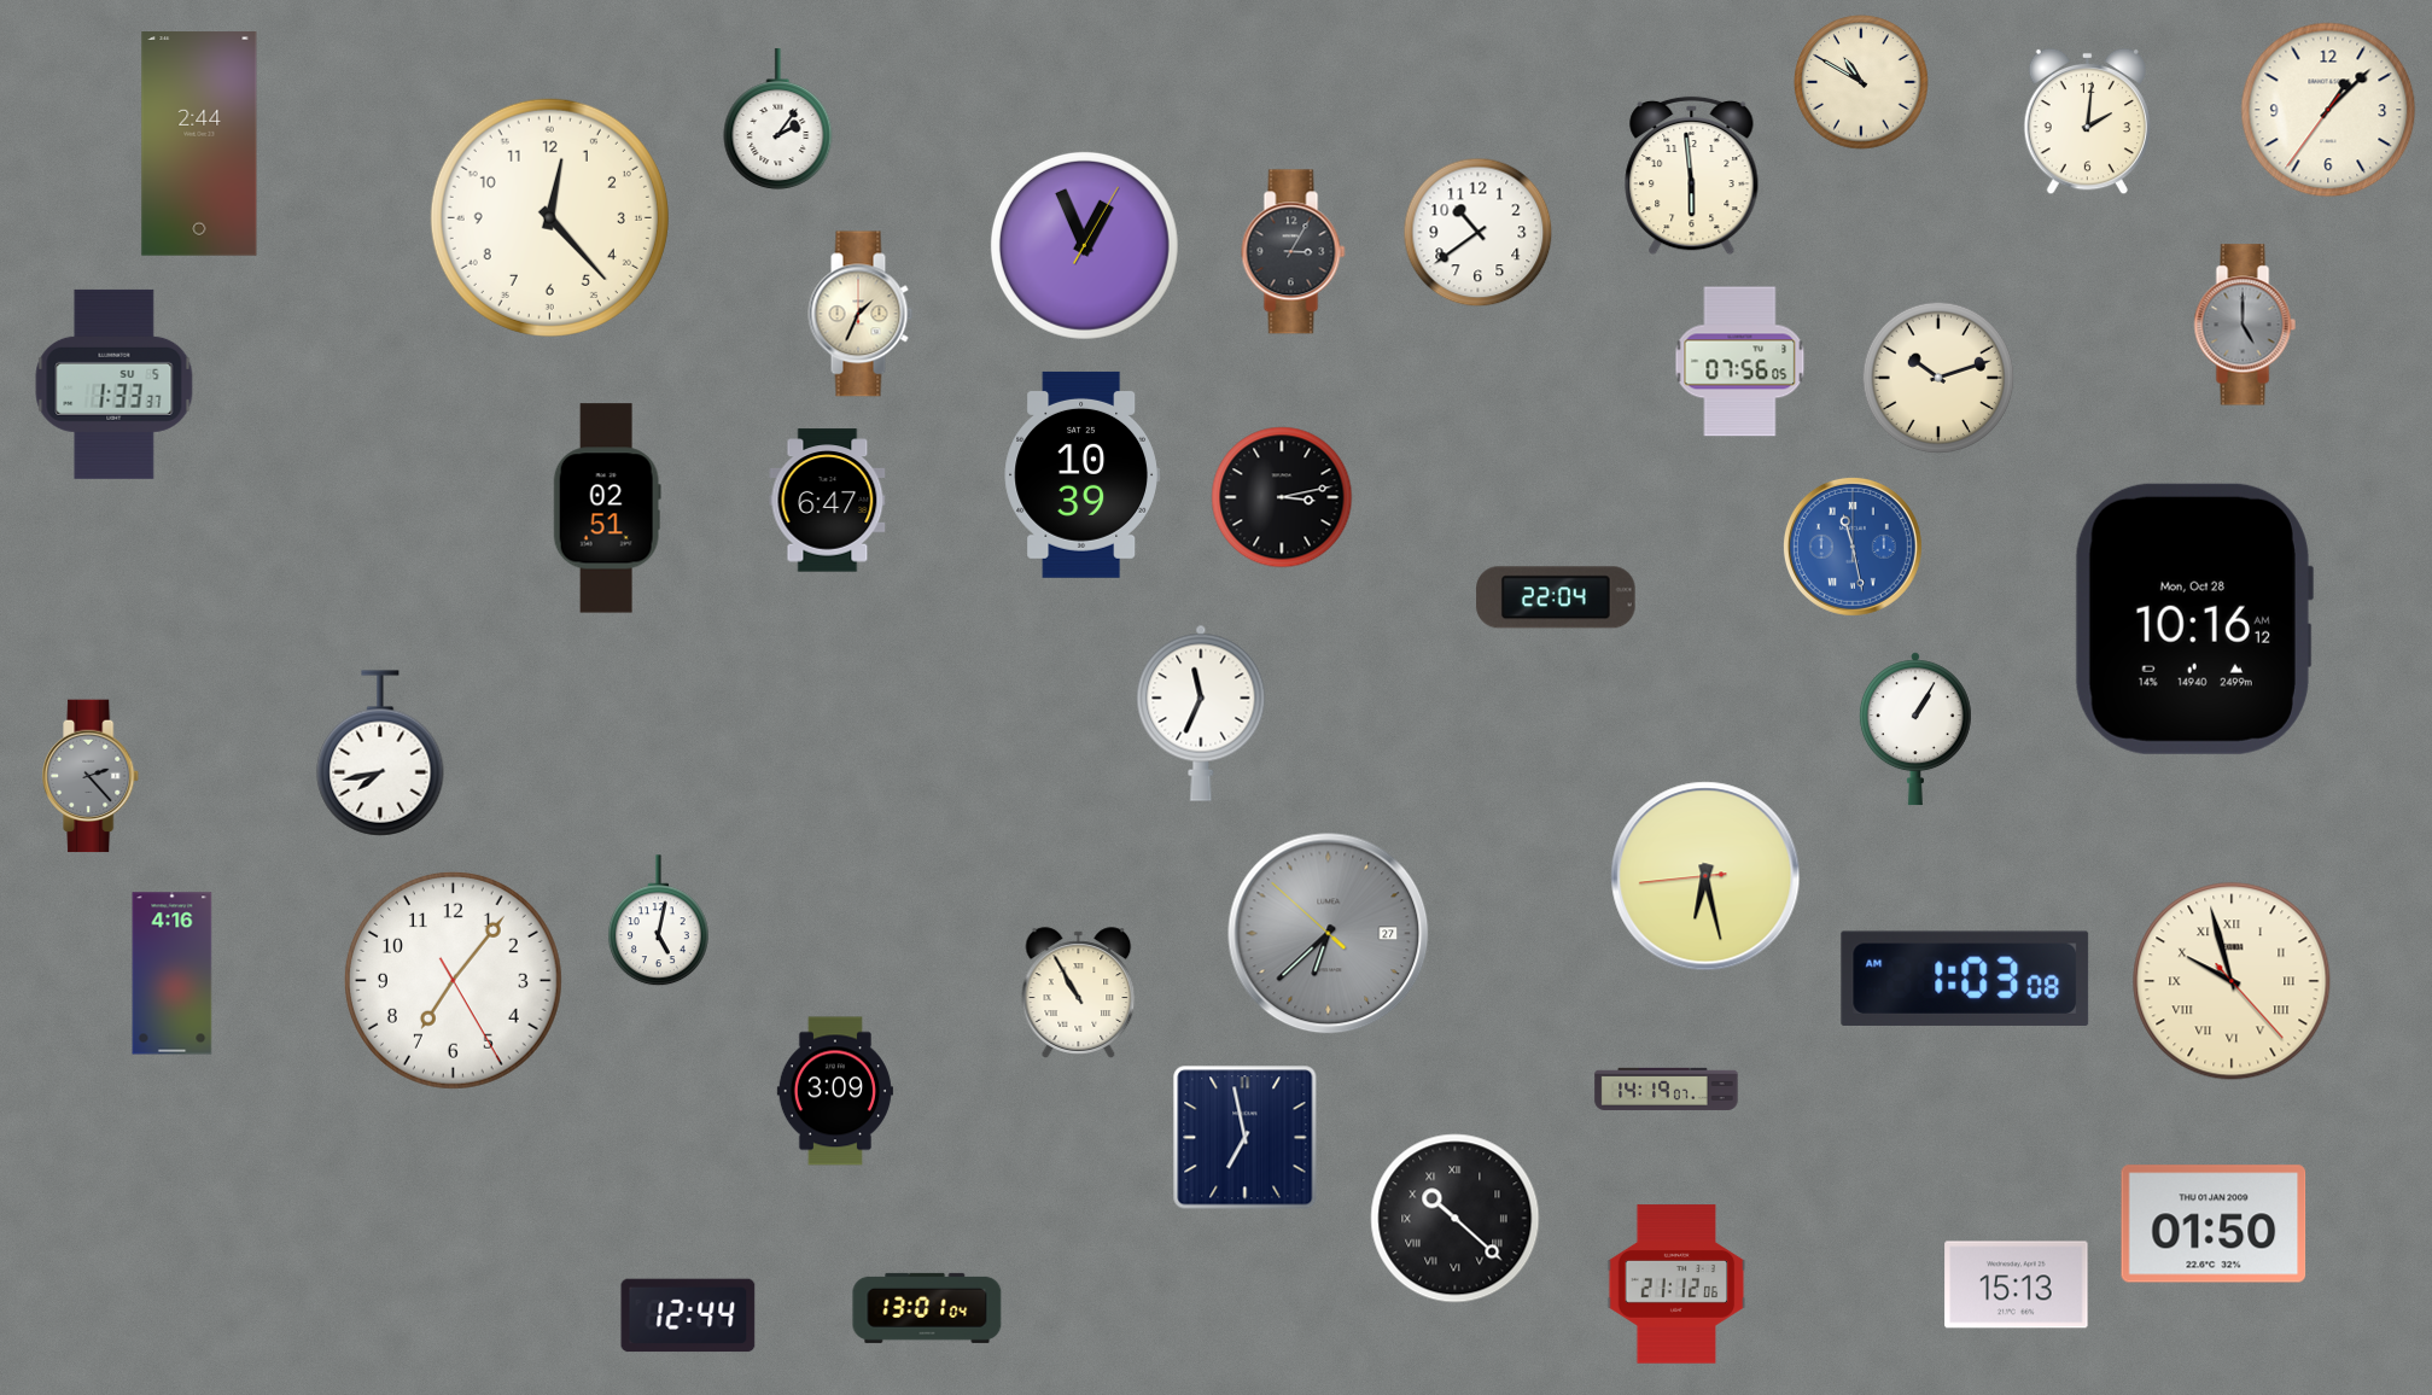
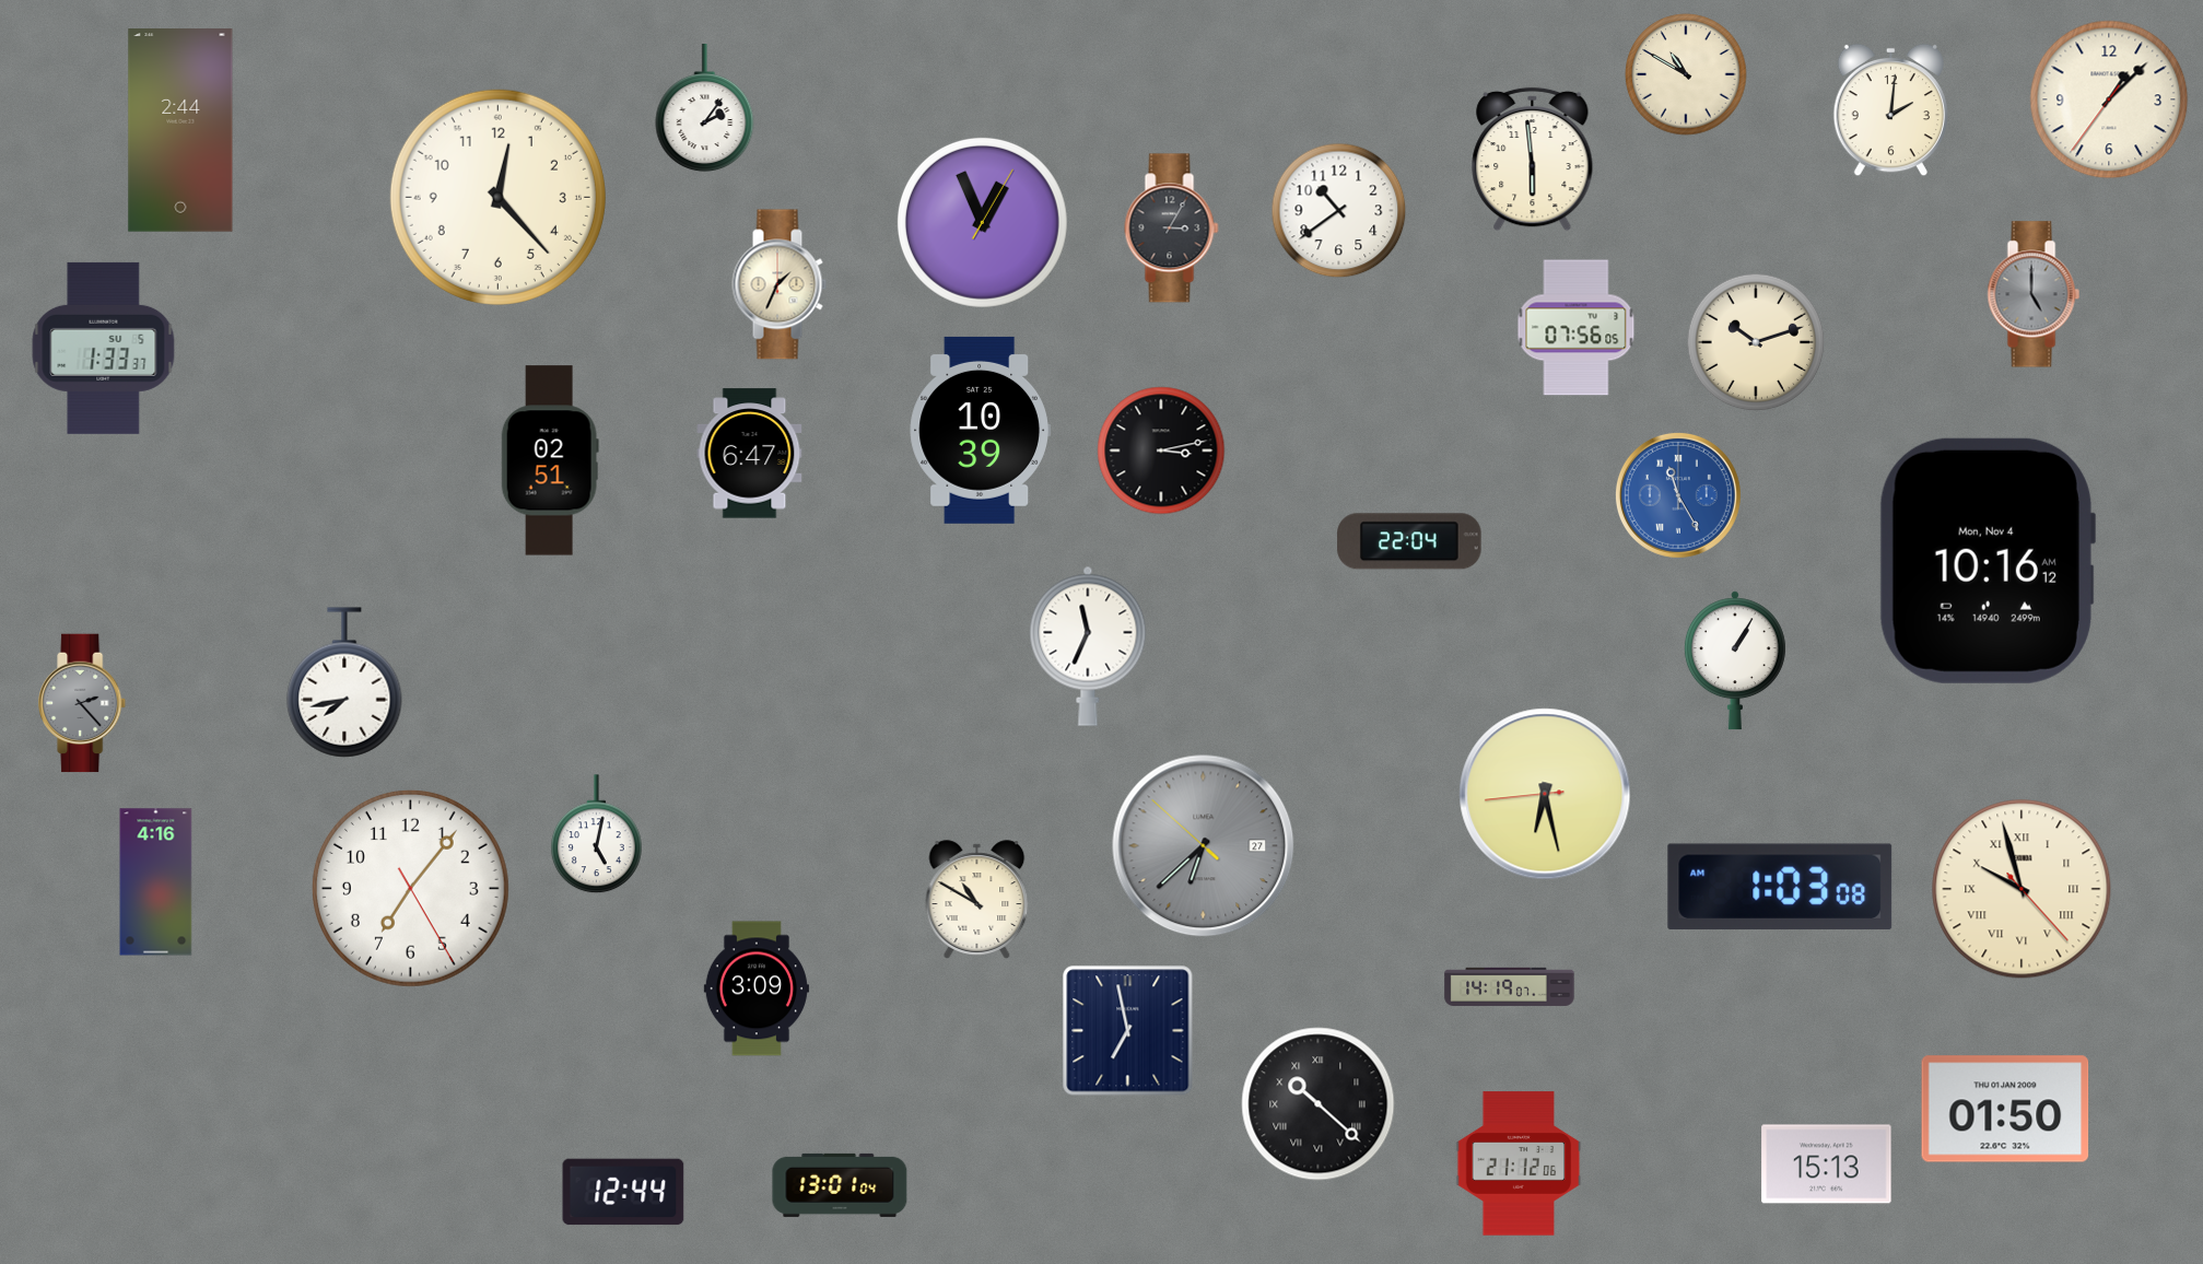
clock at (1853, 547): 11:28 -> 11:25
clock at (2193, 619) date: Mon, Oct 28 -> Mon, Nov 4
clock at (1079, 993): 10:55 -> 10:50
